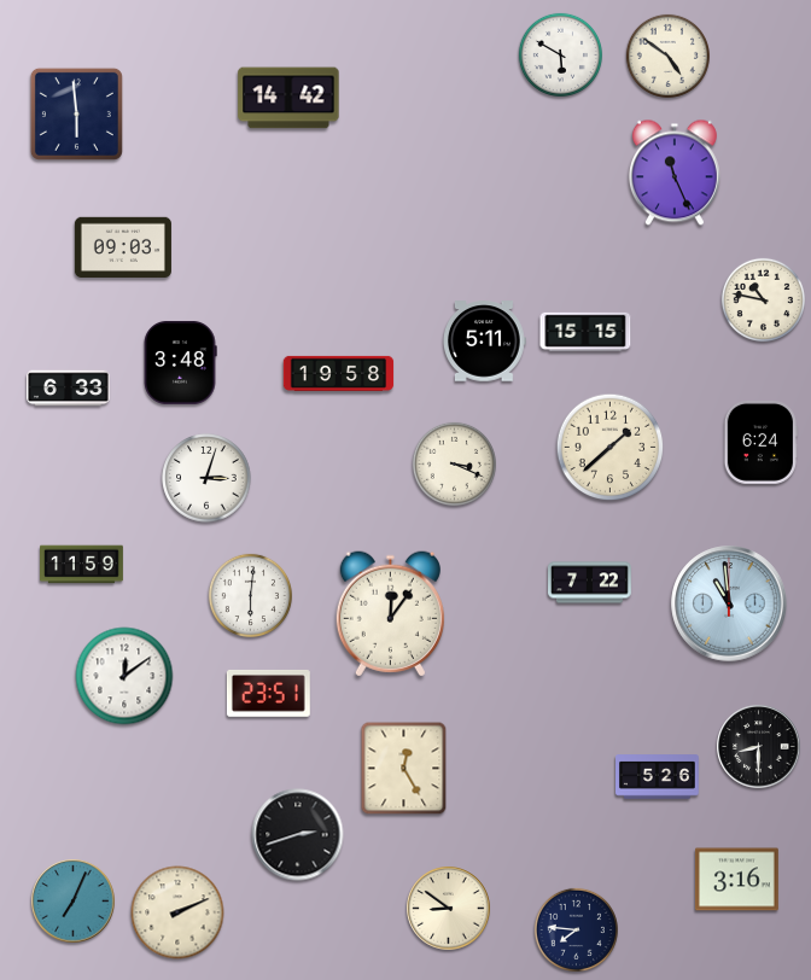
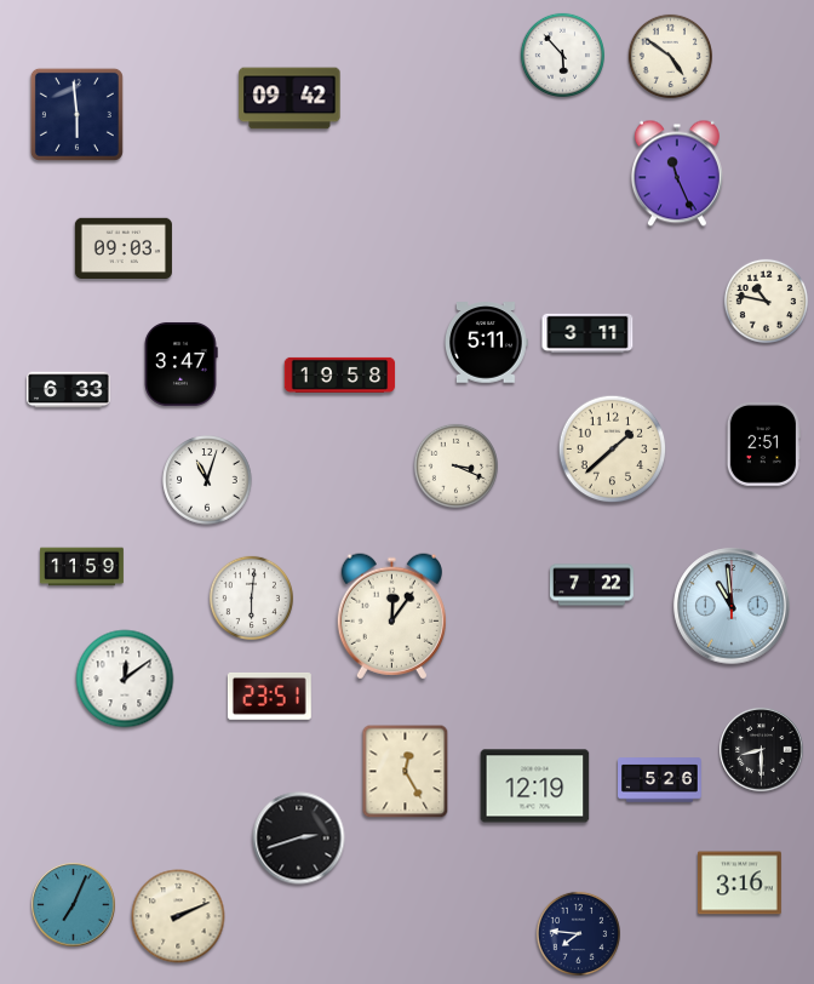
clock at (560, 54): 5:50 -> 5:53
clock at (288, 98): 14:42 -> 09:42
clock at (585, 332): 15:15 -> 3:11
clock at (180, 362): 3:48 -> 3:47
clock at (760, 442): 6:24 -> 2:51
clock at (206, 478): 3:03 -> 11:03
clock at (535, 786): none -> 12:19
clock at (449, 909): 8:51 -> none
